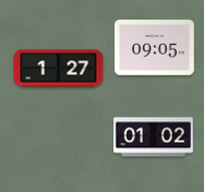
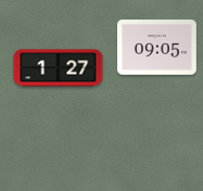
clock at (154, 48) position: (154, 48) -> (156, 48)
clock at (154, 137): 01:02 -> none
